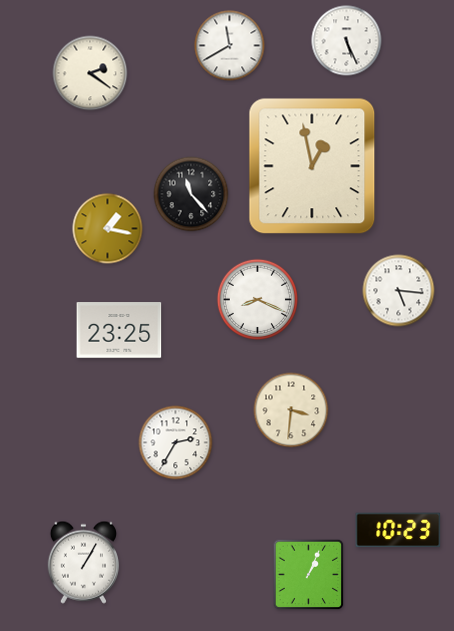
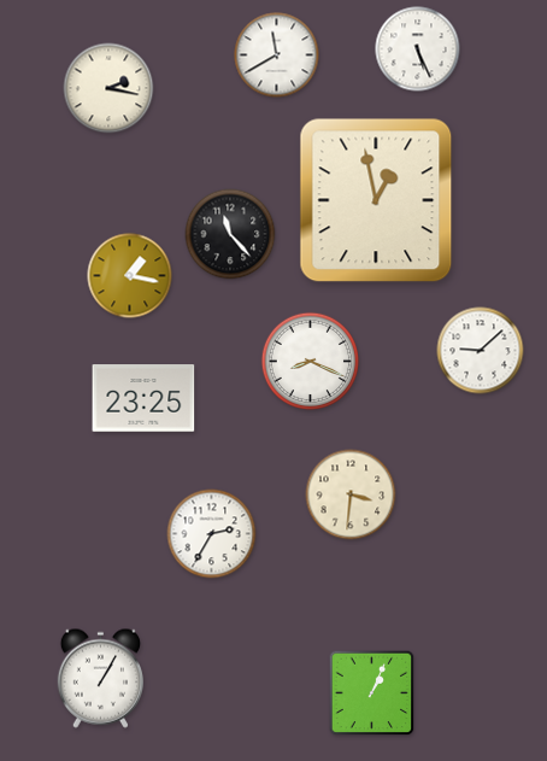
clock at (90, 73): 2:21 -> 2:17
clock at (399, 291): 5:16 -> 9:08
clock at (398, 530): 10:23 -> none
